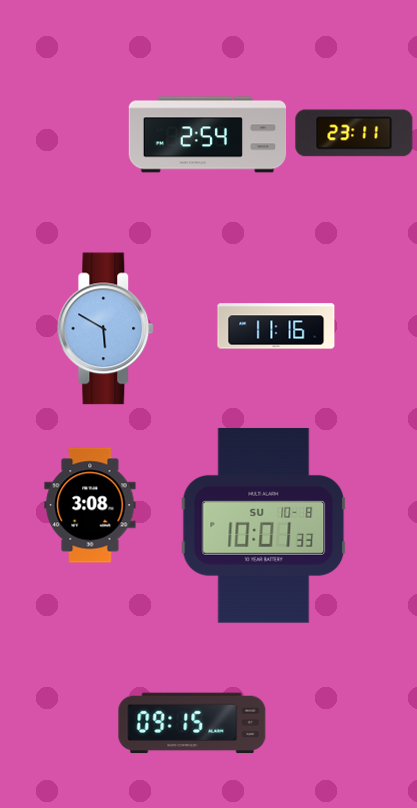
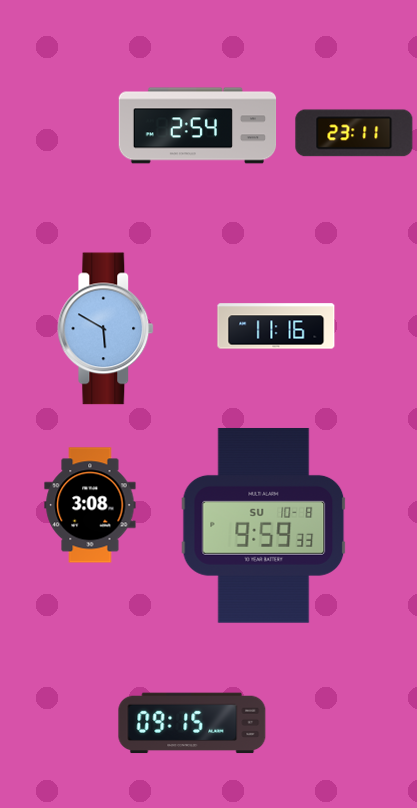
clock at (208, 135) position: (208, 135) -> (198, 126)
clock at (264, 525): 10:01 -> 9:59
